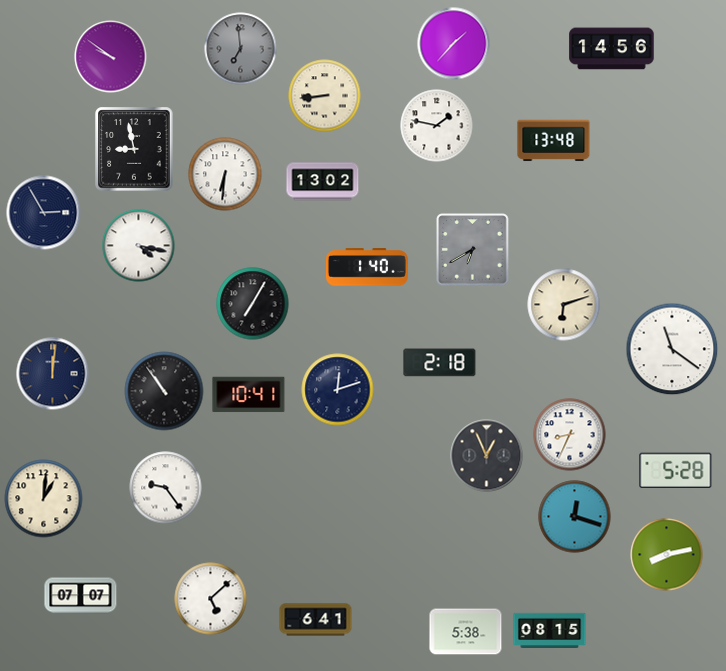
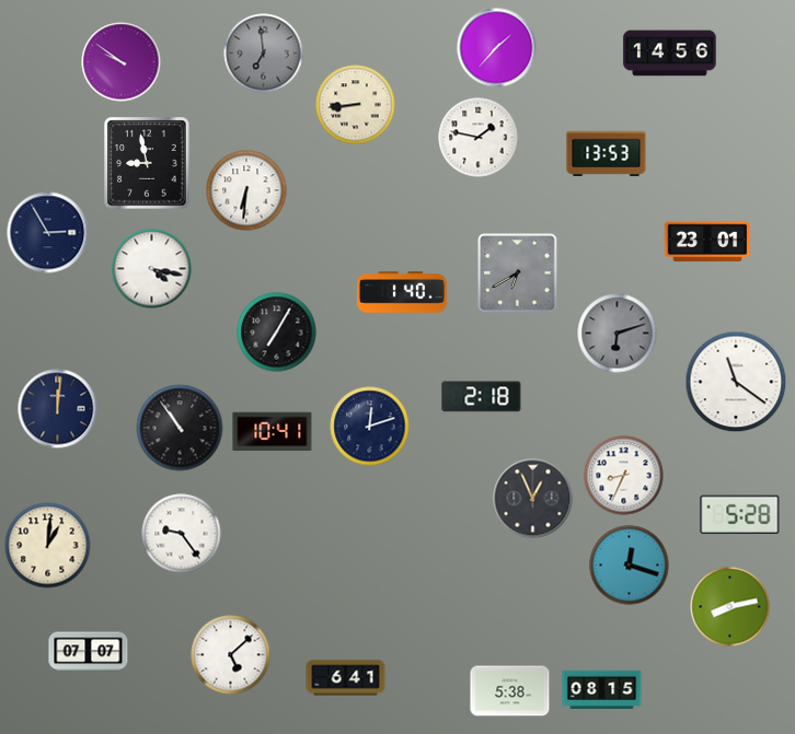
clock at (554, 141): 13:48 -> 13:53
clock at (323, 182): 13:02 -> none
clock at (707, 242): none -> 23:01
clock at (564, 305) dial: cream -> grey
